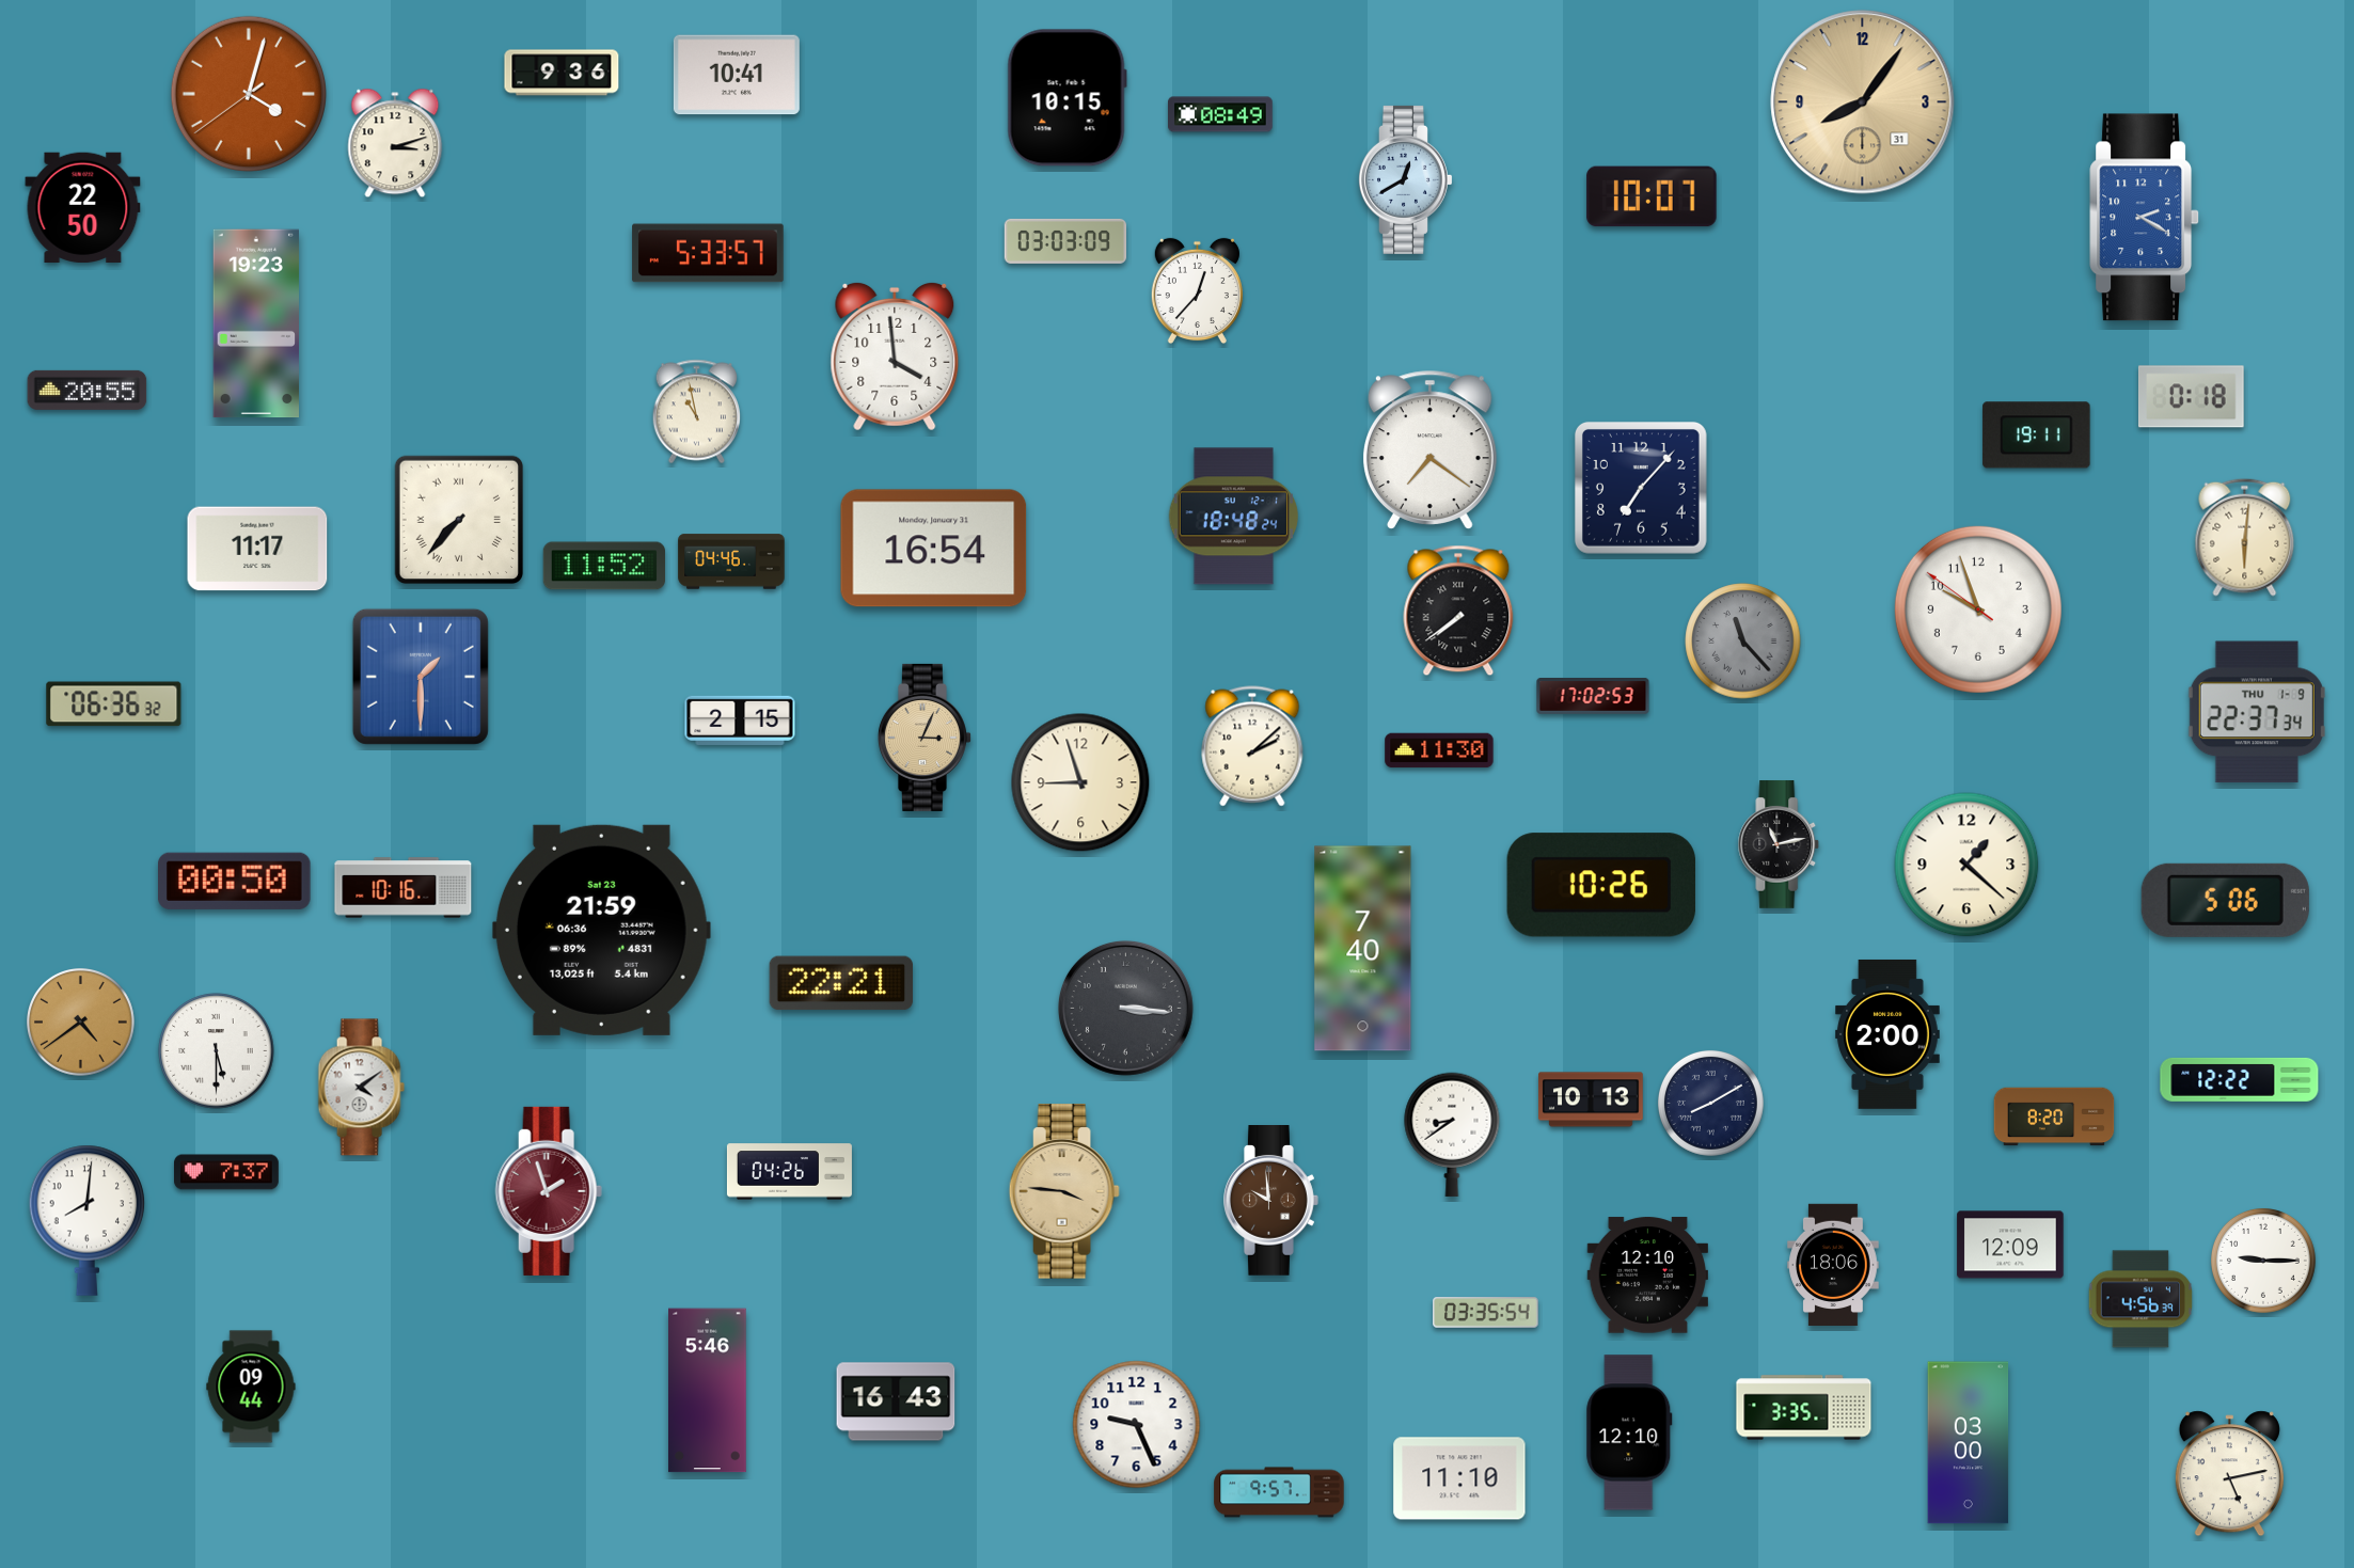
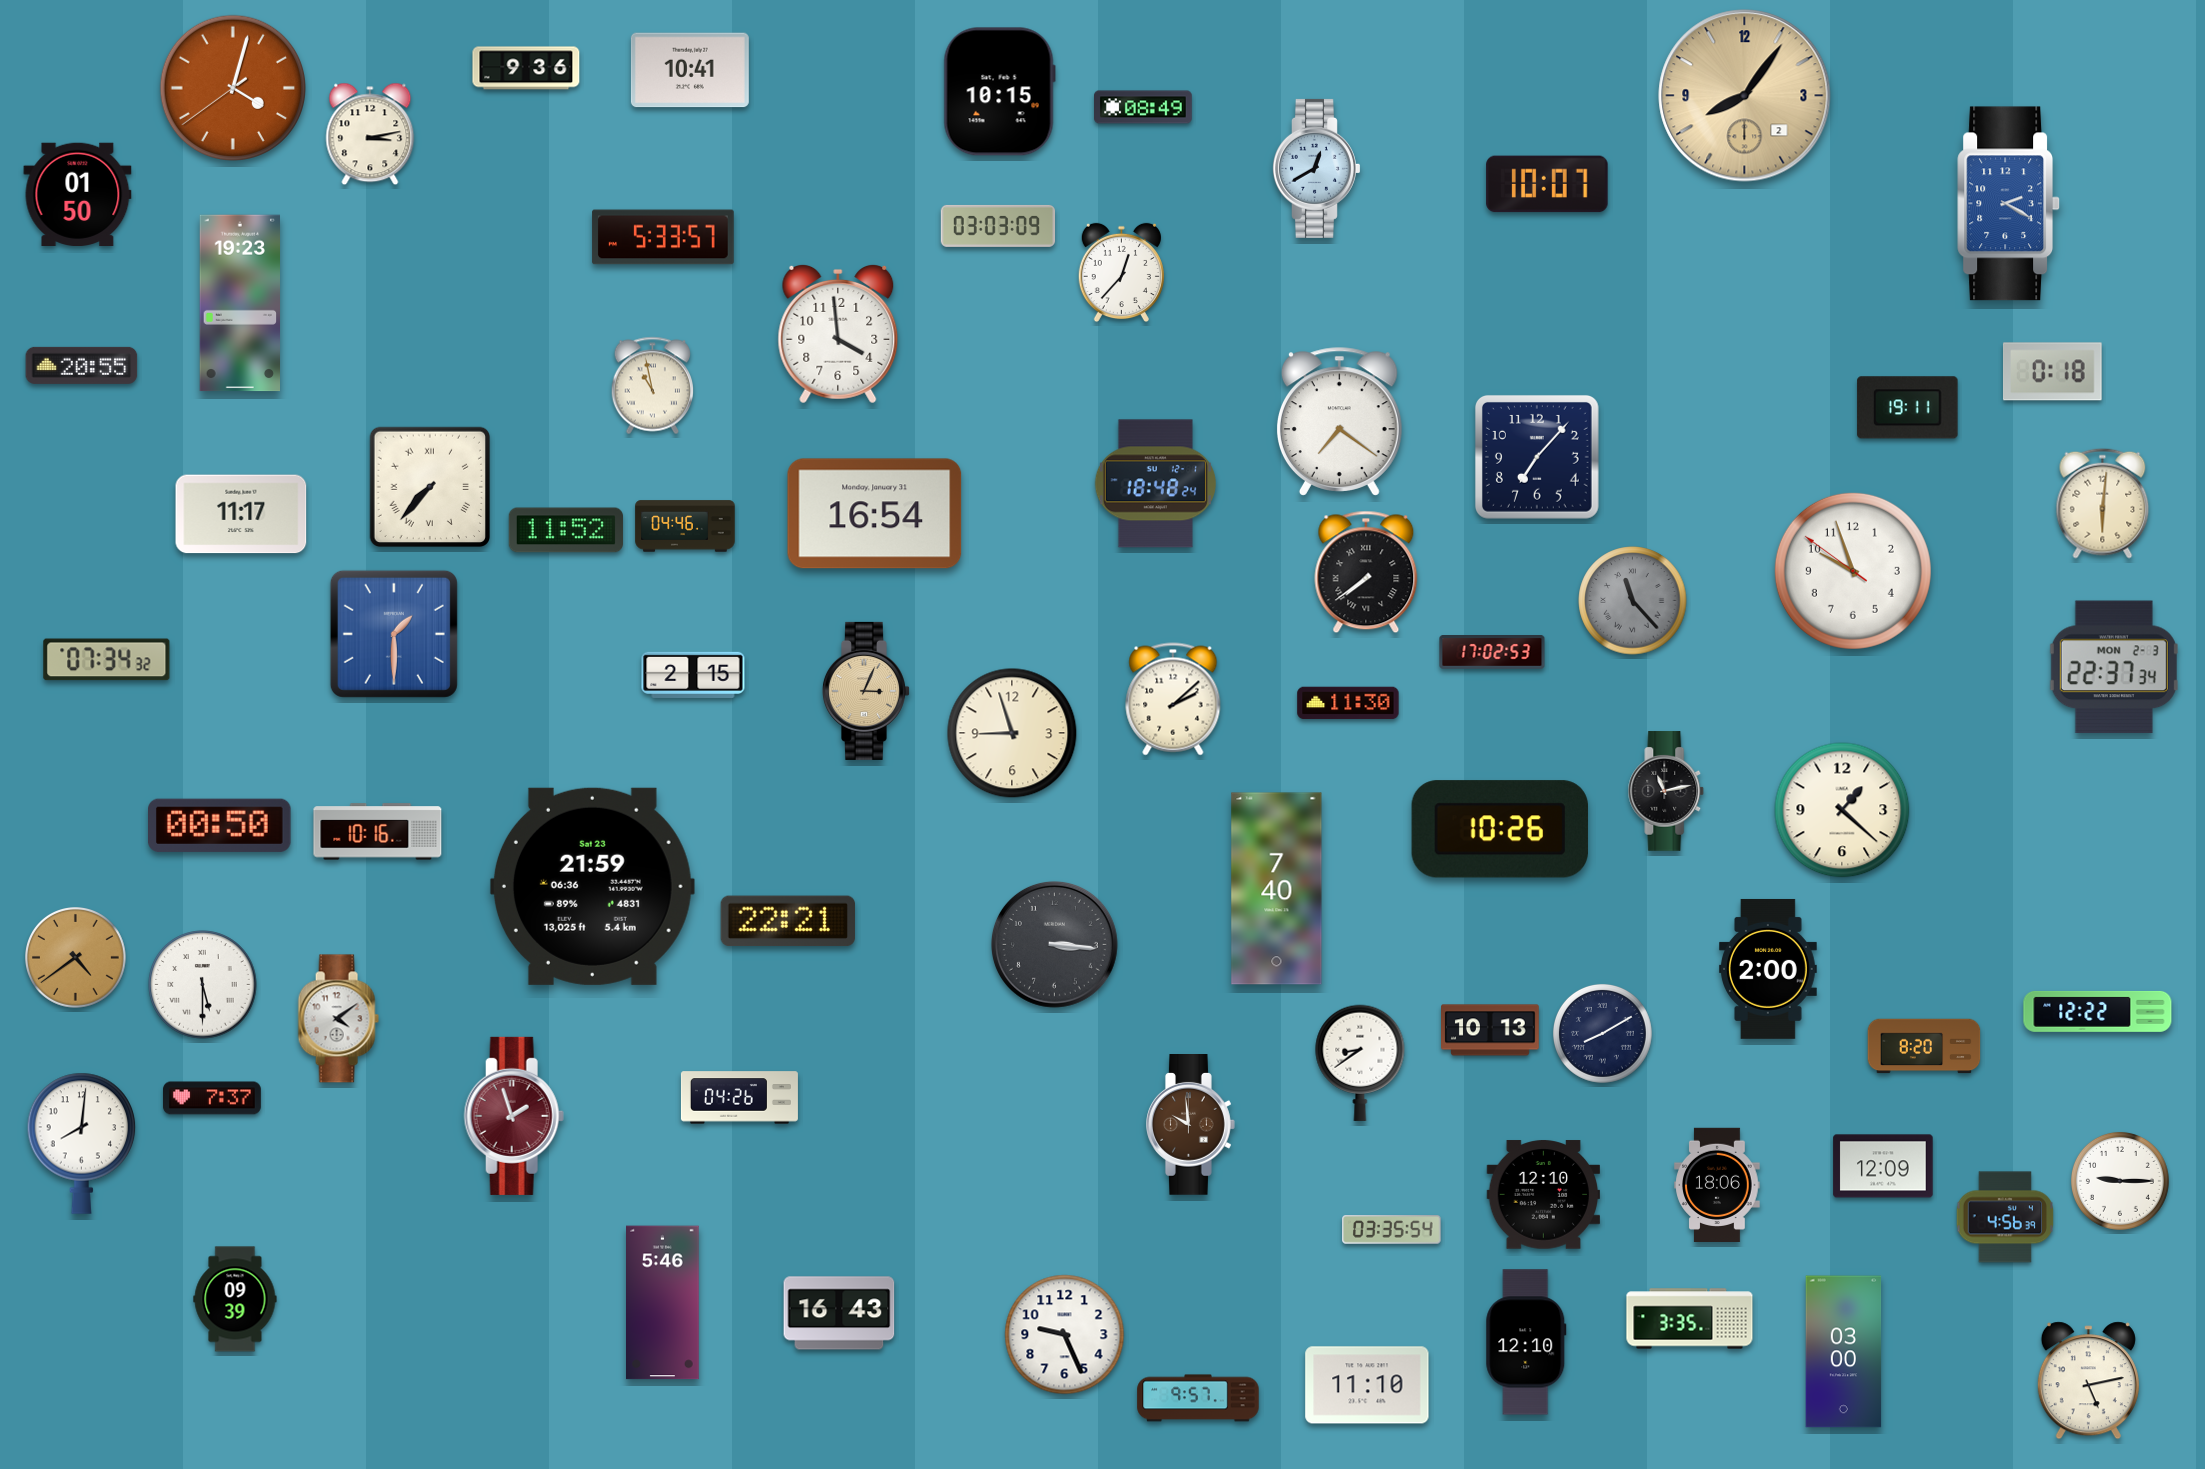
clock at (1863, 102) date: 31 -> 2
clock at (395, 143): 3:12 -> 3:13
clock at (83, 207): 22:50 -> 01:50
clock at (114, 704): 06:36 -> 07:34
clock at (2257, 712) date: THU 1-9 -> MON 2-3
clock at (2225, 900): 5:06 -> none
clock at (601, 930) position: (601, 930) -> (592, 886)
clock at (1064, 1191): 3:46 -> none
clock at (251, 1387): 09:44 -> 09:39
